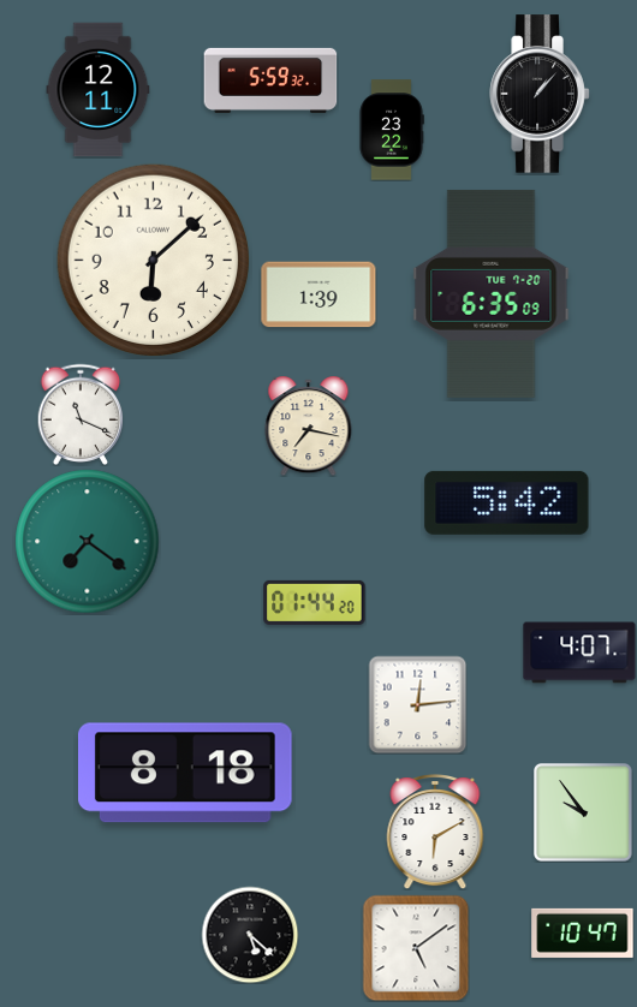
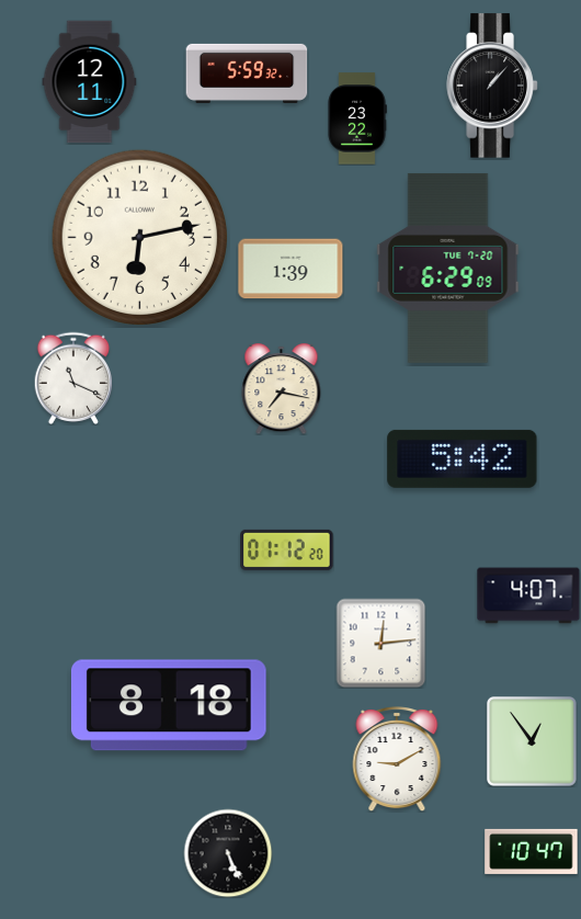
clock at (153, 260): 6:08 -> 6:13
clock at (492, 293): 6:35 -> 6:29
clock at (88, 542): 7:21 -> none
clock at (315, 602): 01:44 -> 01:12
clock at (584, 814): 9:54 -> 12:54
clock at (435, 833): 6:10 -> 9:10
clock at (250, 935): 5:22 -> 5:26
clock at (416, 948): 5:09 -> none
